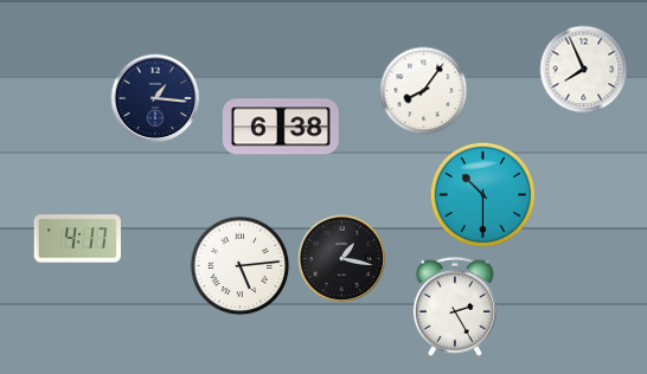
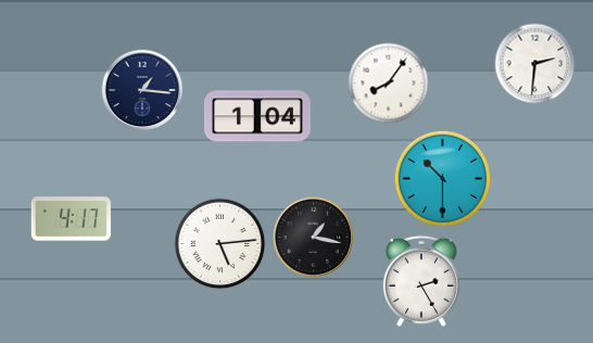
clock at (584, 70): 7:56 -> 2:31
clock at (281, 127): 6:38 -> 1:04
clock at (455, 307) position: (455, 307) -> (421, 281)
